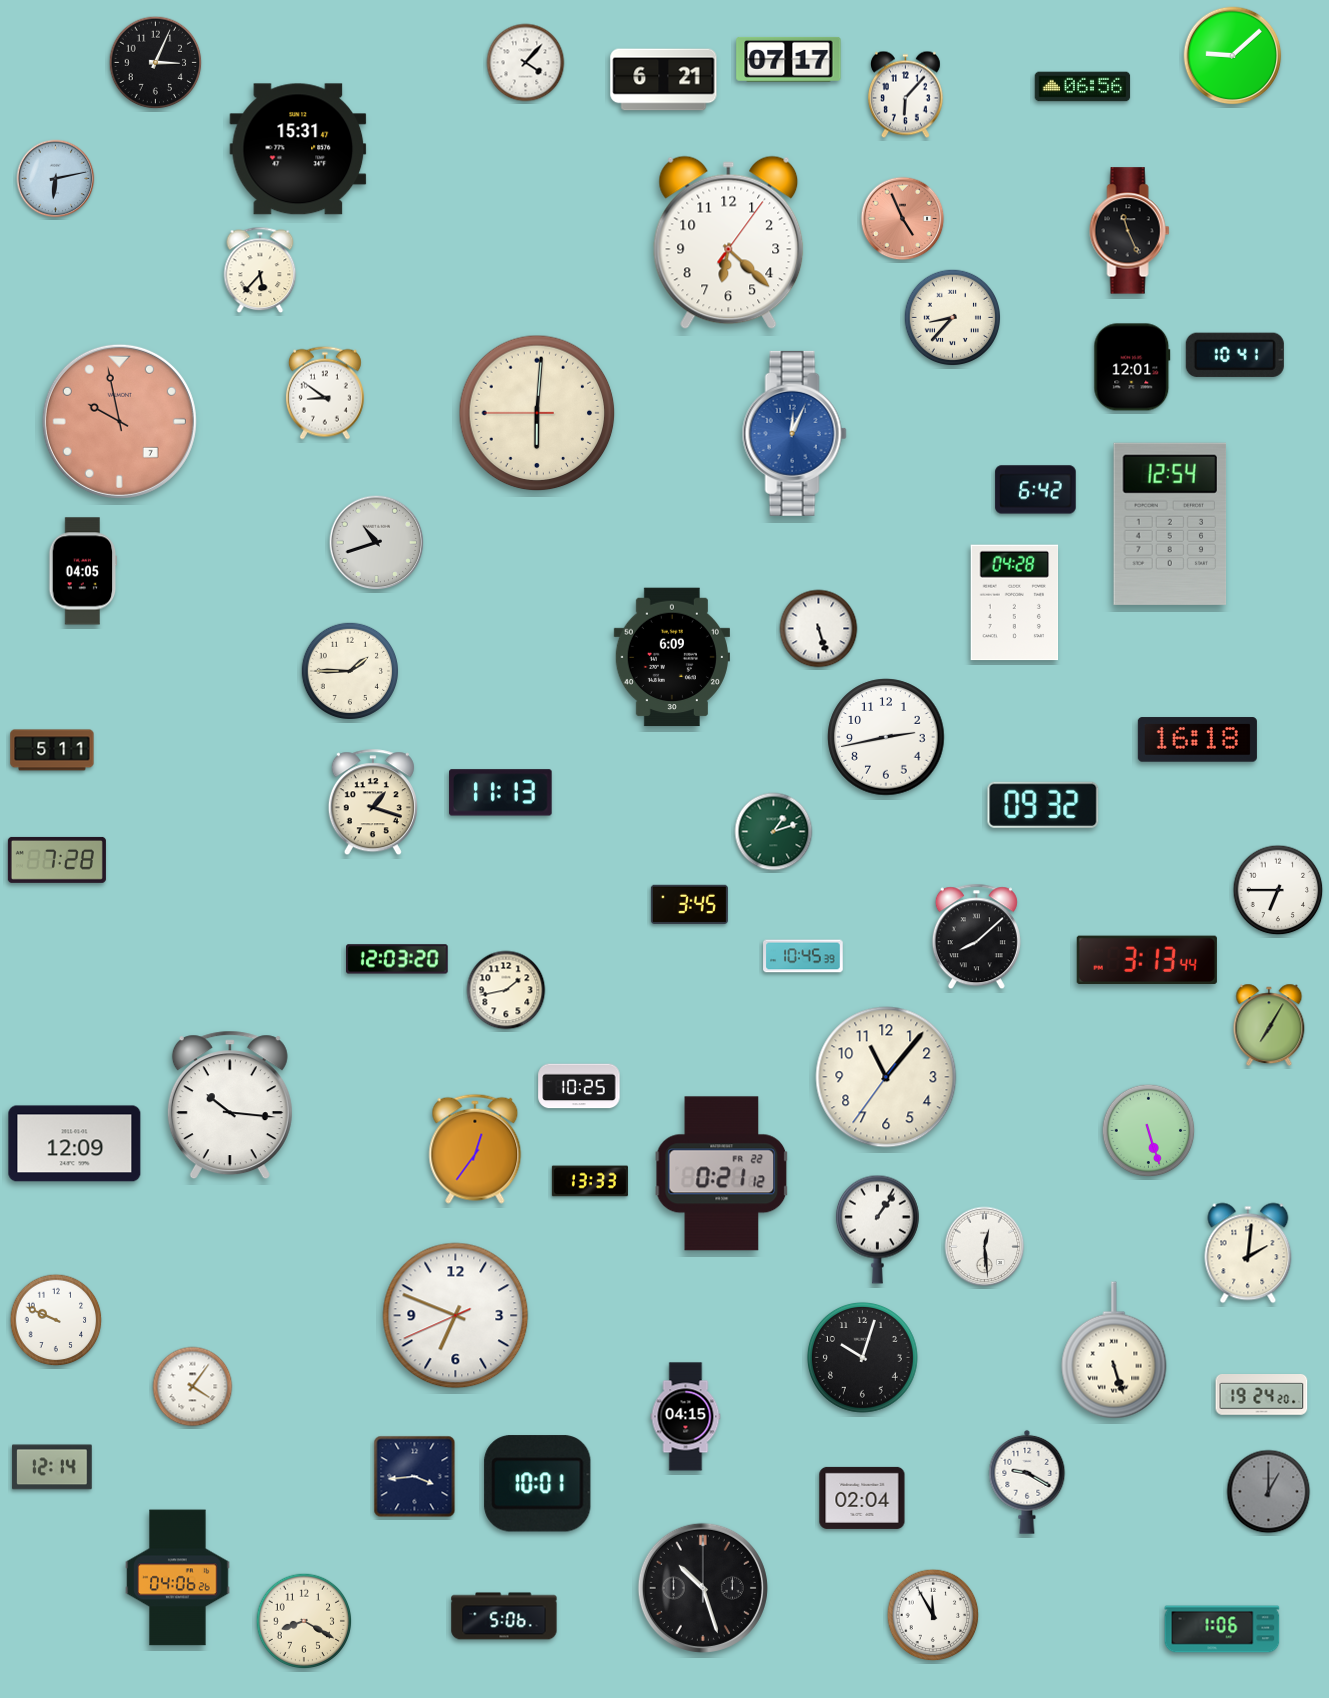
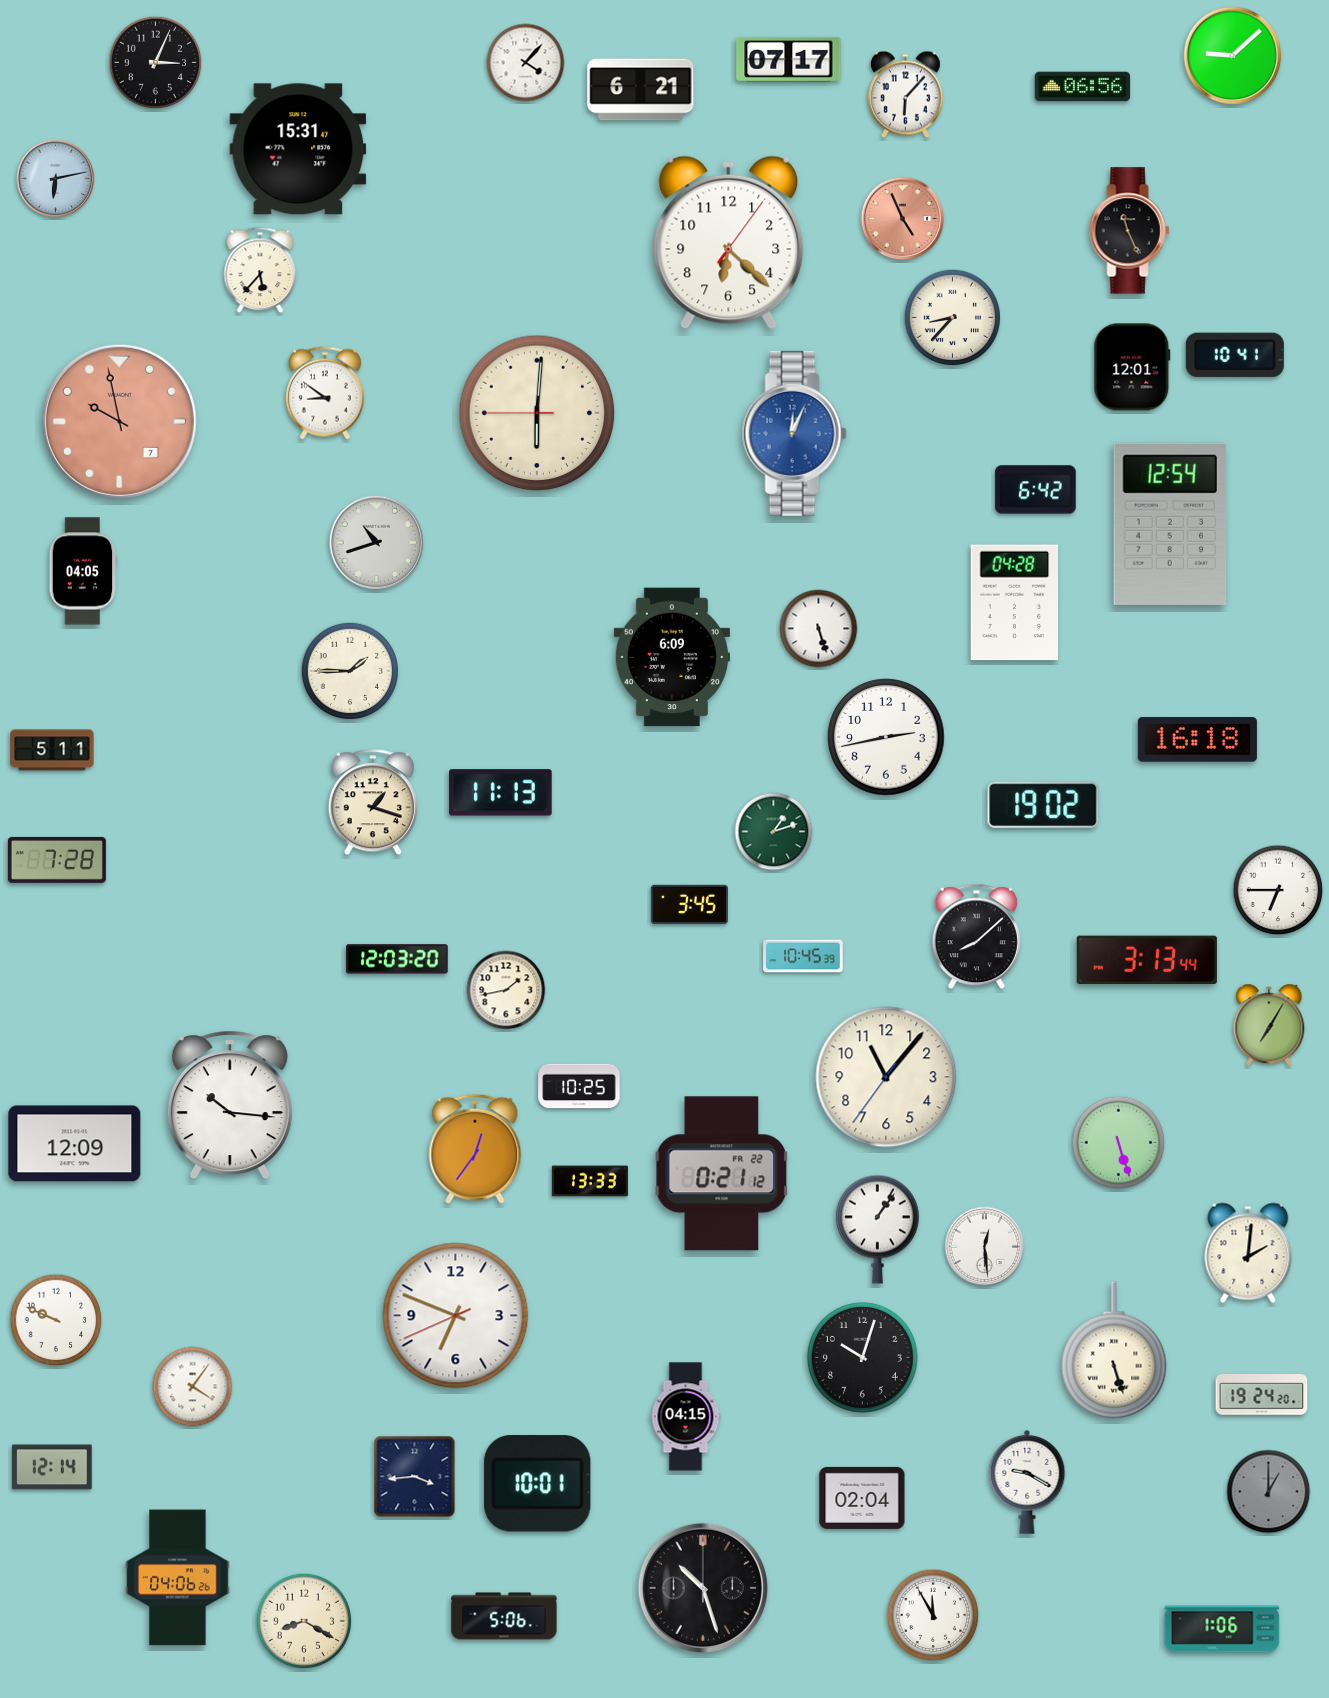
clock at (664, 80) position: (664, 80) -> (641, 90)
clock at (1043, 805): 09:32 -> 19:02
clock at (1149, 1131) position: (1149, 1131) -> (1119, 1143)
